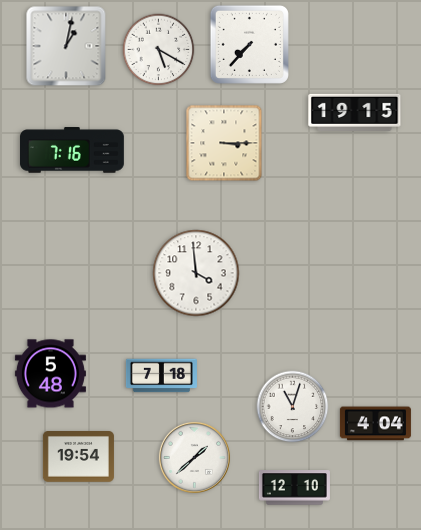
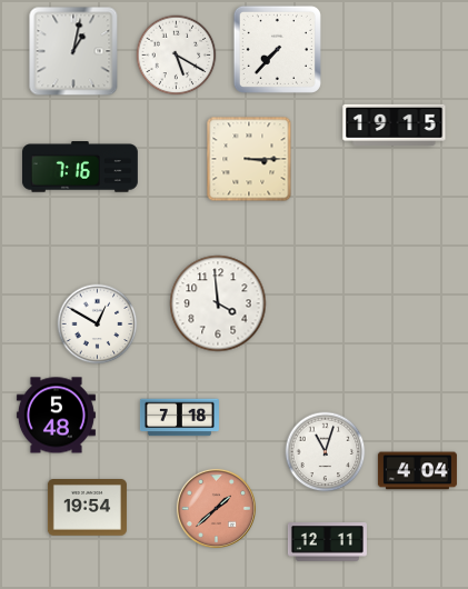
clock at (98, 325): none -> 12:50
clock at (194, 457) dial: white -> salmon
clock at (294, 488): 12:10 -> 12:11
